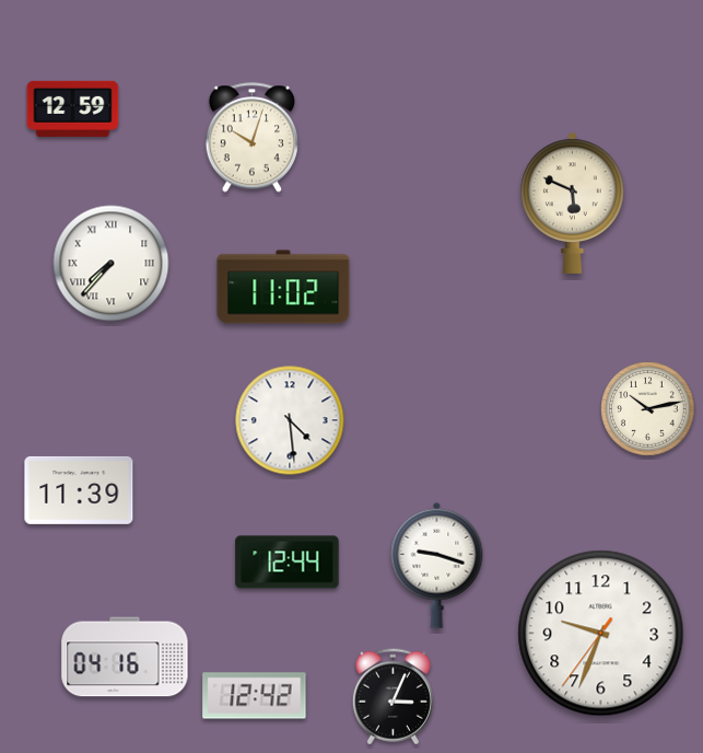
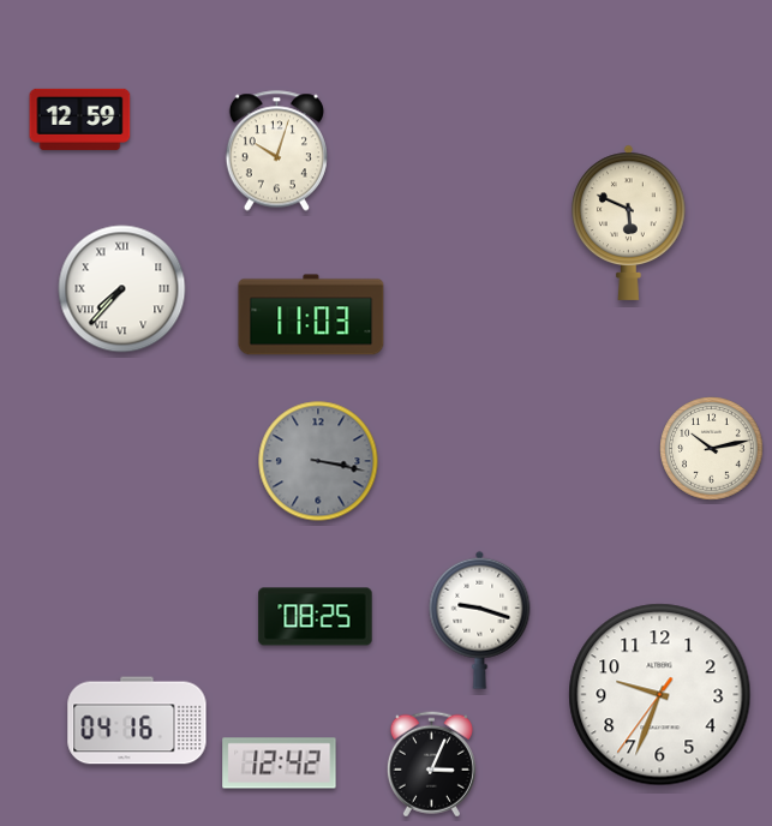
clock at (283, 287): 11:02 -> 11:03
clock at (290, 420): 4:29 -> 3:17
clock at (290, 420) dial: white -> grey
clock at (79, 490): 11:39 -> none
clock at (288, 563): 12:44 -> 08:25
